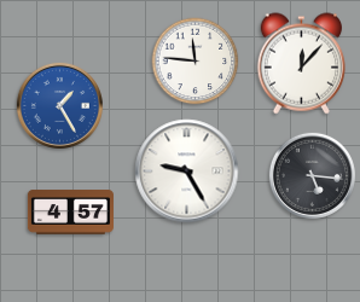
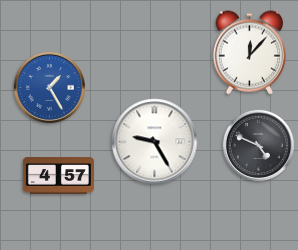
clock at (196, 62): 11:46 -> none
clock at (312, 175): 5:16 -> 4:49
